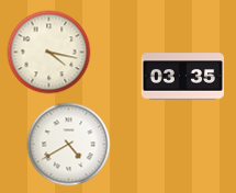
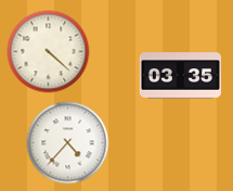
clock at (49, 53): 4:17 -> 4:22
clock at (69, 145): 4:40 -> 4:37
